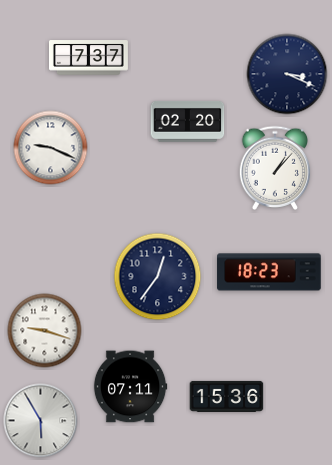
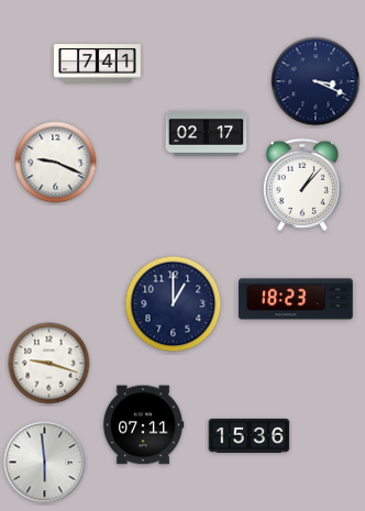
clock at (88, 58): 7:37 -> 7:41
clock at (188, 121): 02:20 -> 02:17
clock at (158, 277): 12:36 -> 1:00
clock at (41, 421): 5:55 -> 5:59
